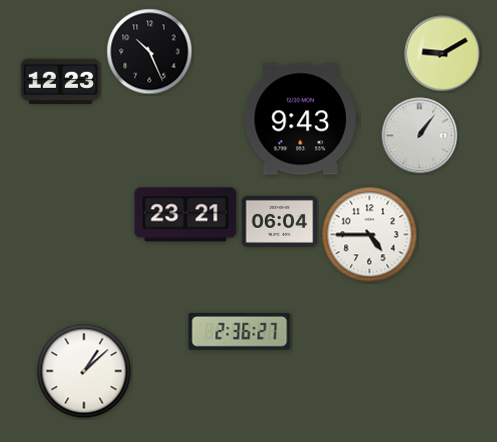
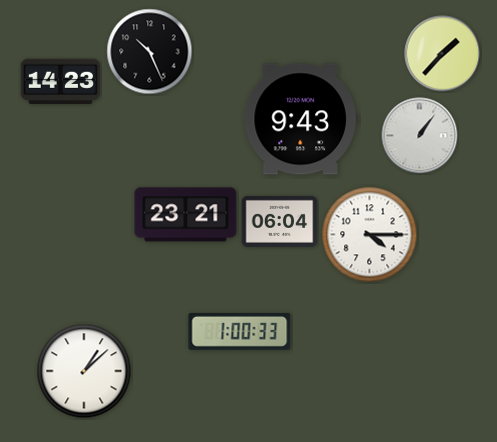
clock at (443, 54): 9:10 -> 1:37
clock at (60, 82): 12:23 -> 14:23
clock at (370, 235): 4:45 -> 4:15
clock at (240, 331): 2:36 -> 1:00
